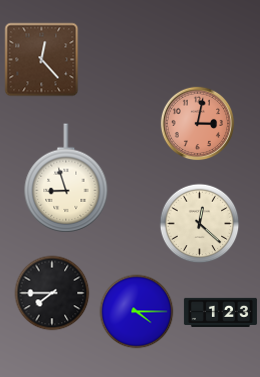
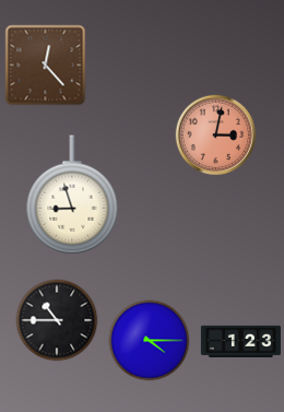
clock at (200, 224): 12:22 -> none
clock at (52, 293): 7:45 -> 10:45
